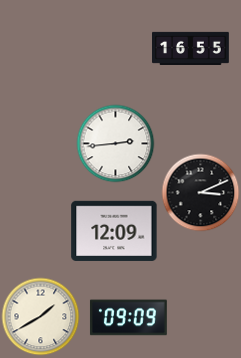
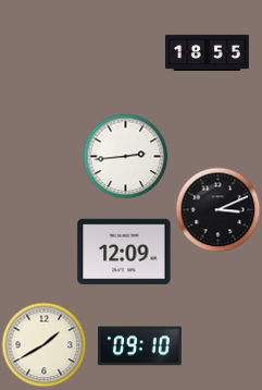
clock at (191, 48): 16:55 -> 18:55
clock at (129, 318): 09:09 -> 09:10
